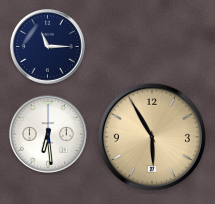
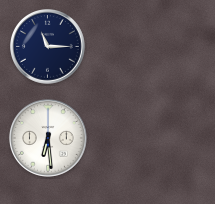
clock at (49, 135) position: (49, 135) -> (49, 139)
clock at (152, 137): 5:55 -> none
